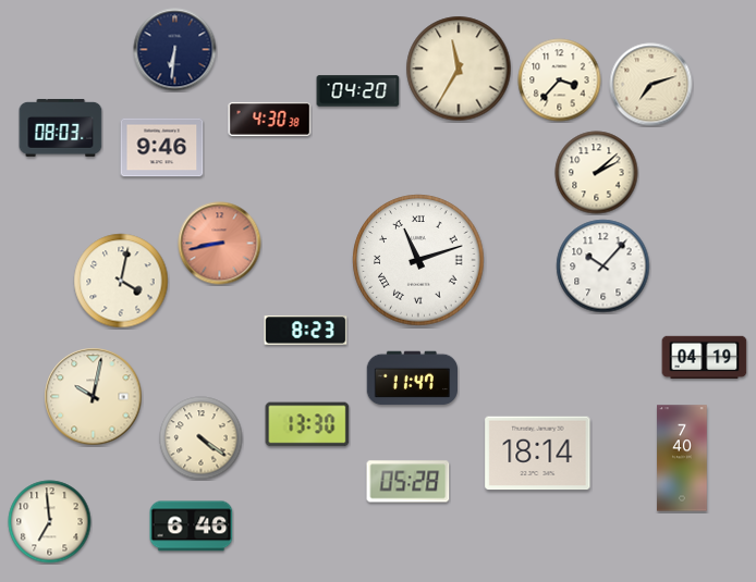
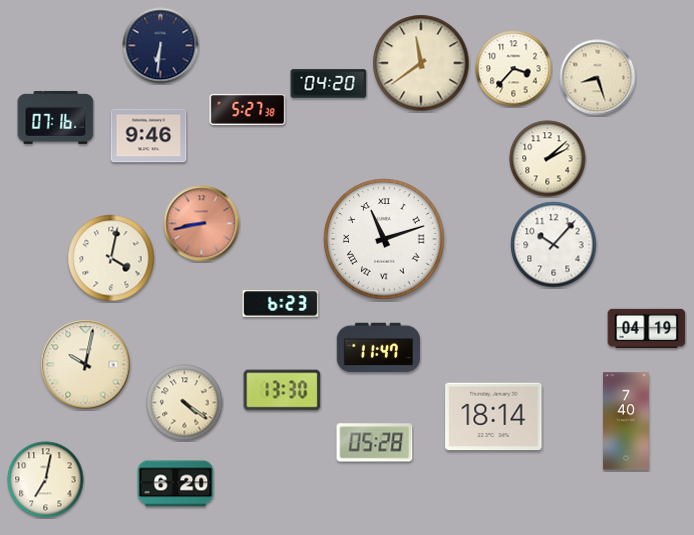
clock at (459, 69): 11:35 -> 11:39
clock at (560, 81) position: (560, 81) -> (514, 69)
clock at (651, 85): 7:12 -> 8:27
clock at (270, 119): 4:30 -> 5:27
clock at (61, 127): 08:03 -> 07:16
clock at (306, 331): 8:23 -> 6:23
clock at (50, 522): 6:59 -> 7:02
clock at (192, 527): 6:46 -> 6:20
